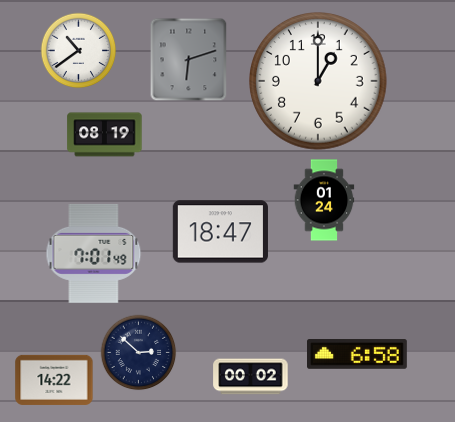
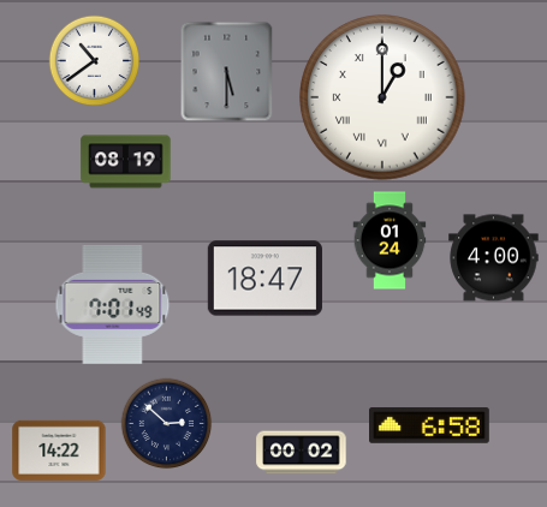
clock at (189, 60): 6:12 -> 5:30
clock at (318, 81) numerals: Arabic -> Roman
clock at (494, 258): none -> 4:00
clock at (54, 380) position: (54, 380) -> (59, 451)
